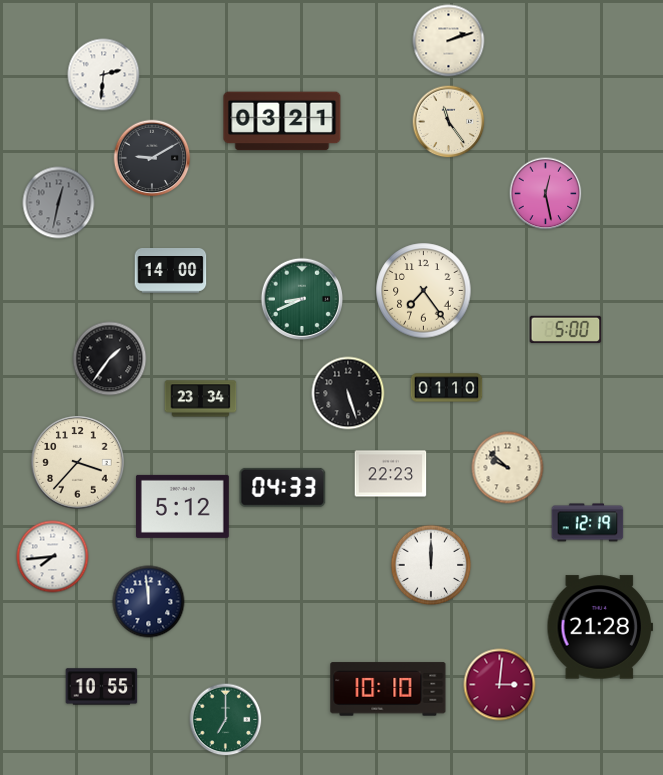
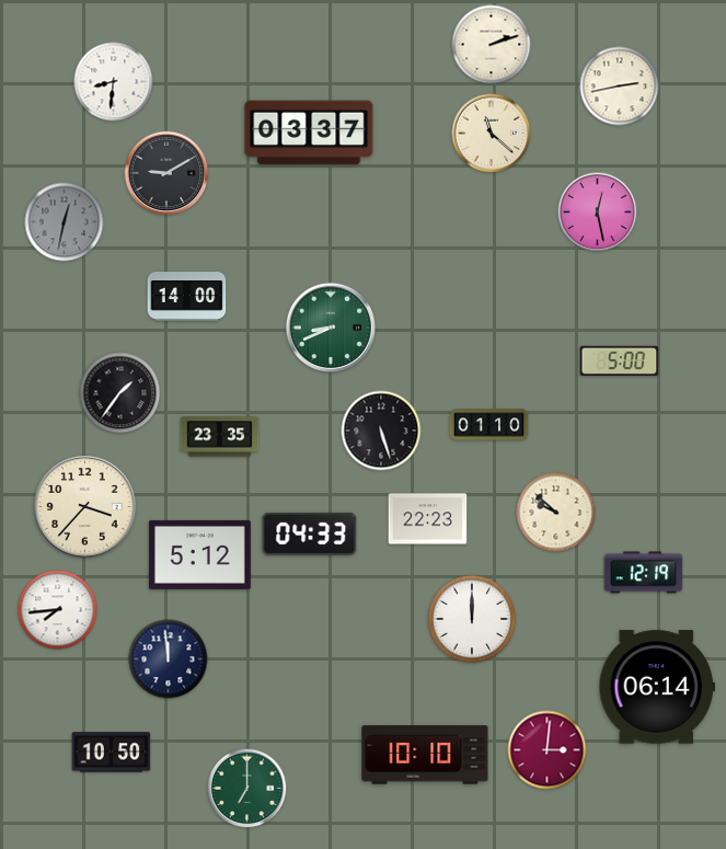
clock at (104, 75): 2:31 -> 8:31
clock at (620, 87): none -> 2:43
clock at (282, 121): 03:21 -> 03:37
clock at (449, 122): 11:24 -> 11:22
clock at (424, 291): 7:24 -> none
clock at (201, 399): 23:34 -> 23:35
clock at (149, 602) position: (149, 602) -> (169, 659)
clock at (599, 627): 21:28 -> 06:14
clock at (102, 687): 10:55 -> 10:50
